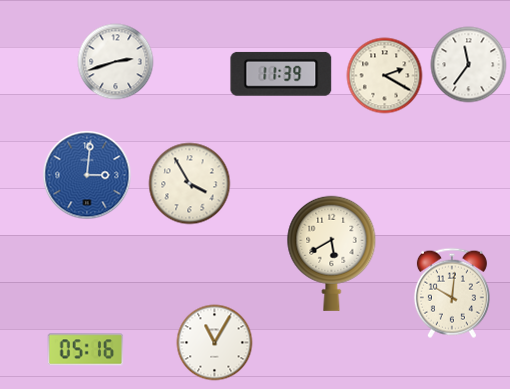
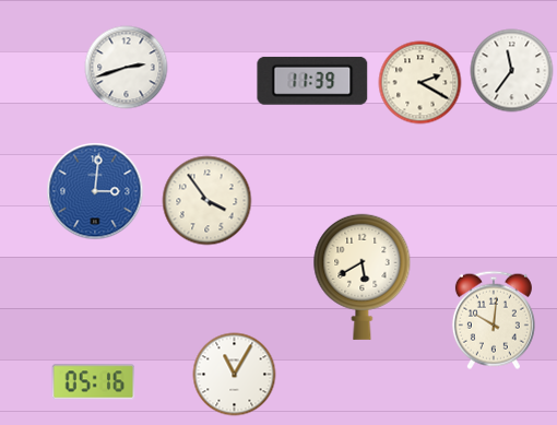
clock at (281, 74) position: (281, 74) -> (312, 81)
clock at (190, 184): 3:55 -> 3:54
